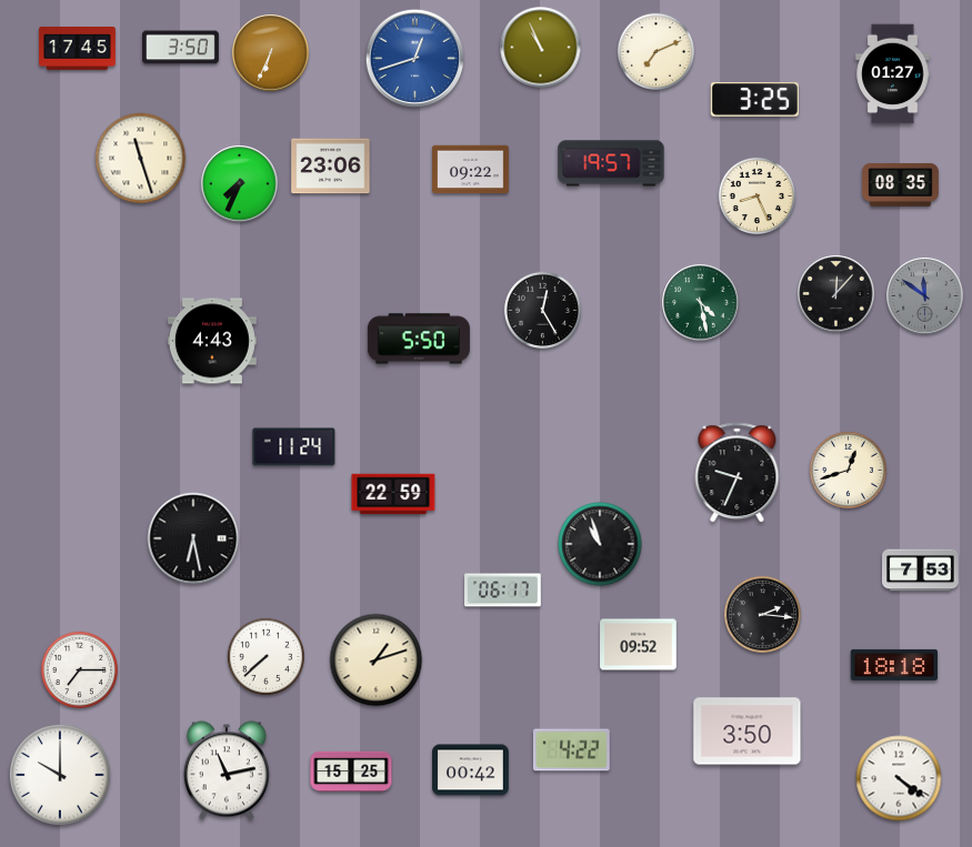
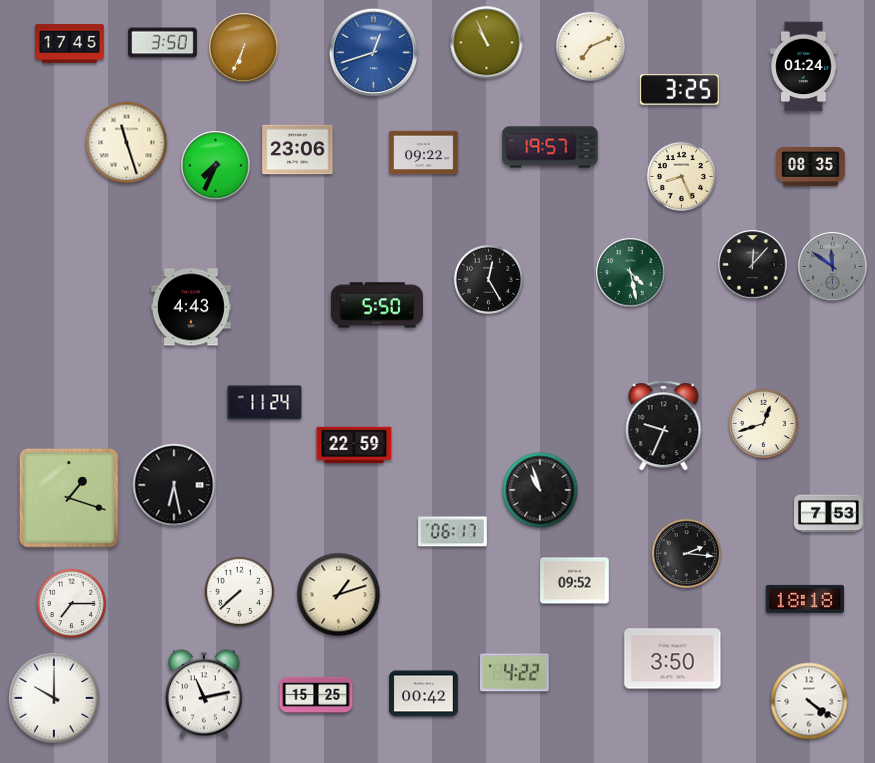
clock at (893, 74): 01:27 -> 01:24
clock at (69, 498): none -> 1:18
clock at (572, 750) position: (572, 750) -> (515, 673)
